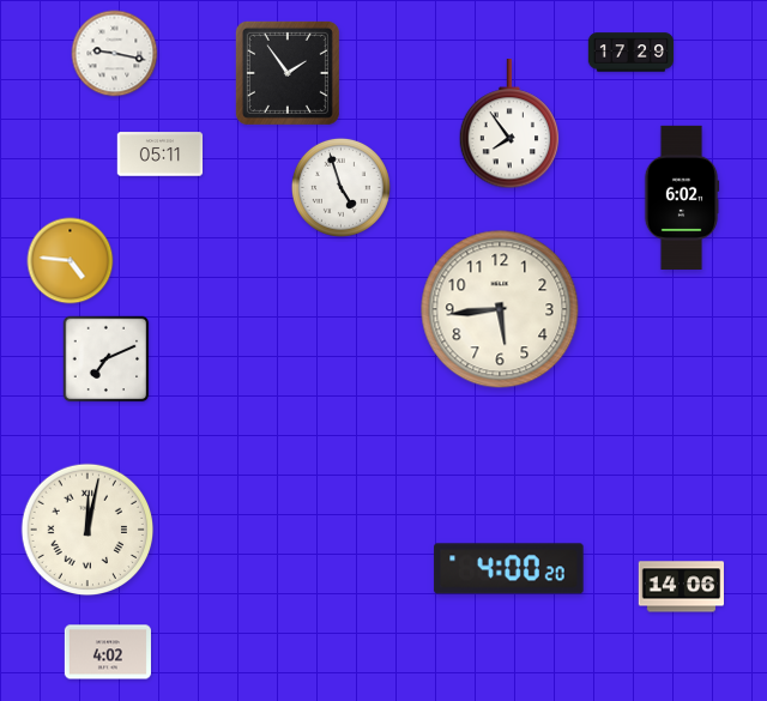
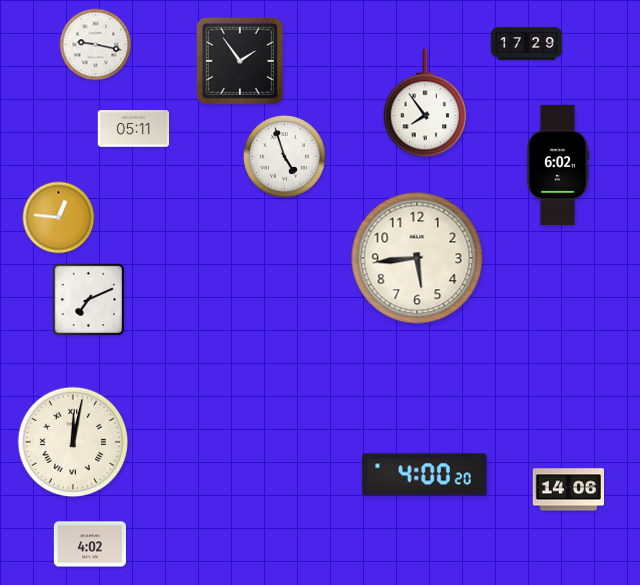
clock at (682, 198) position: (682, 198) -> (558, 165)
clock at (71, 261): 4:46 -> 12:46
